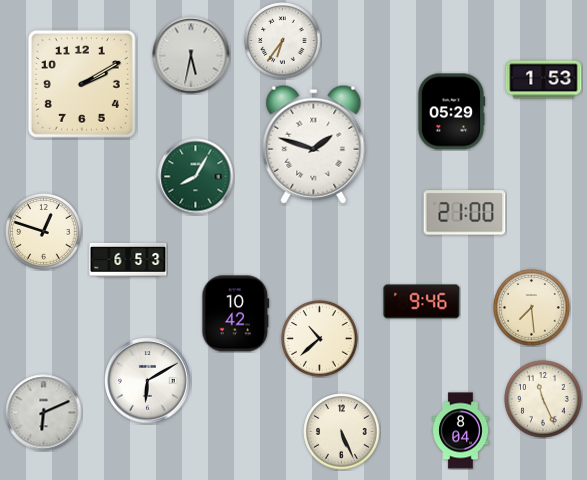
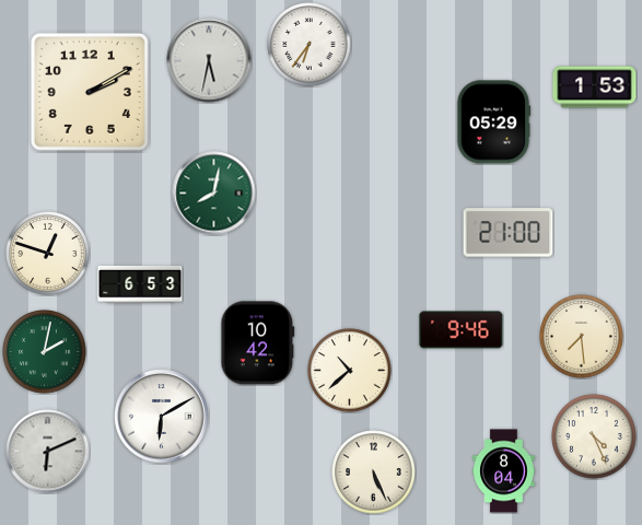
clock at (314, 144): 1:48 -> none
clock at (196, 177): 8:05 -> 8:02
clock at (45, 352): none -> 2:02
clock at (543, 399): 11:26 -> 4:26
